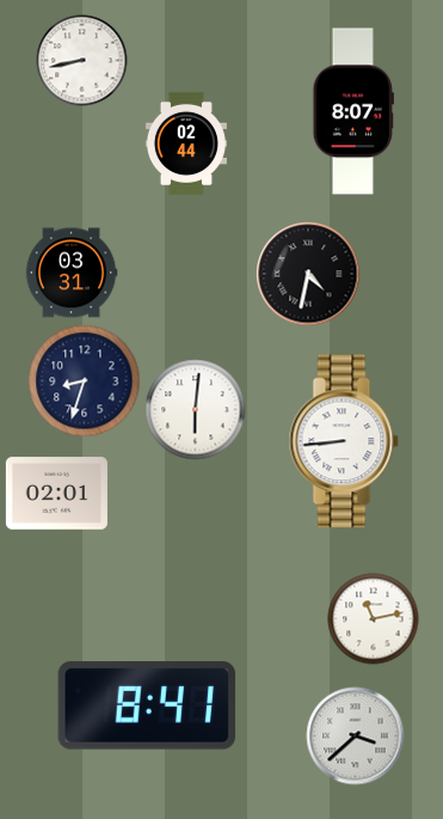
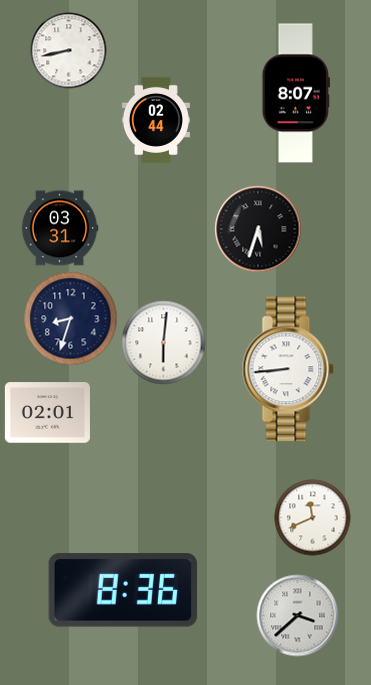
clock at (308, 274): 4:32 -> 5:33
clock at (374, 619): 11:13 -> 11:41
clock at (147, 705): 8:41 -> 8:36
